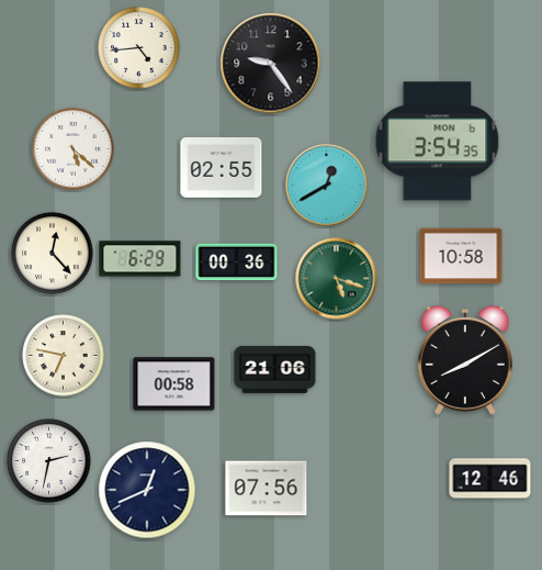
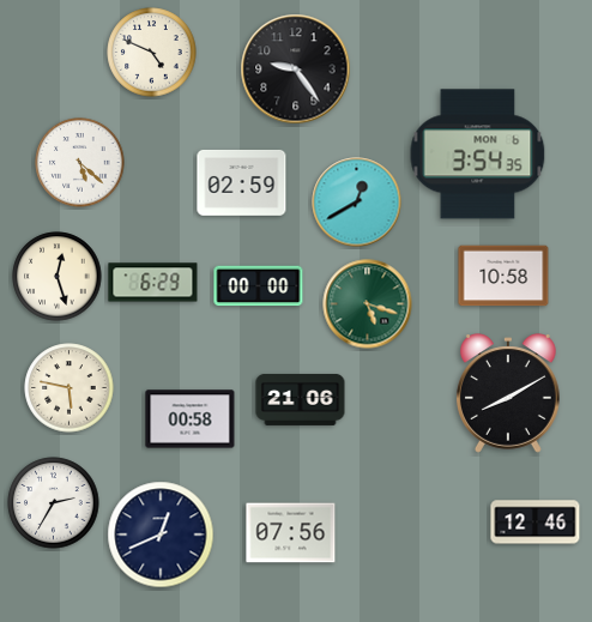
clock at (139, 48): 4:44 -> 4:49
clock at (222, 167): 02:55 -> 02:59
clock at (53, 254): 12:23 -> 12:27
clock at (461, 256) position: (461, 256) -> (503, 276)
clock at (237, 262): 00:36 -> 00:00
clock at (64, 356): 6:47 -> 5:47
clock at (275, 369) position: (275, 369) -> (301, 399)
clock at (49, 461): 2:32 -> 2:35
